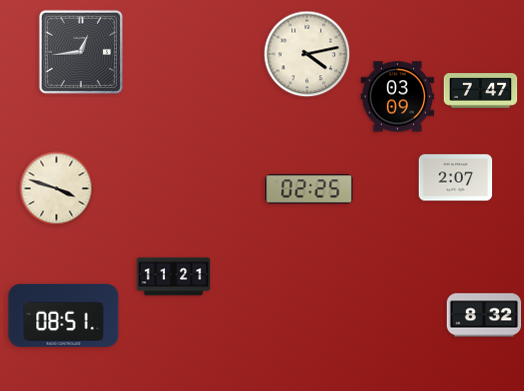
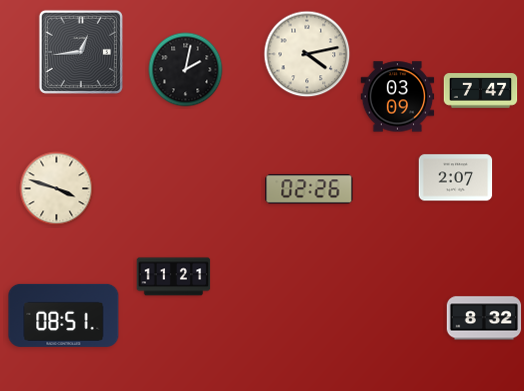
clock at (186, 70): none -> 2:02
clock at (309, 189): 02:25 -> 02:26
clock at (484, 315) position: (484, 315) -> (484, 318)
